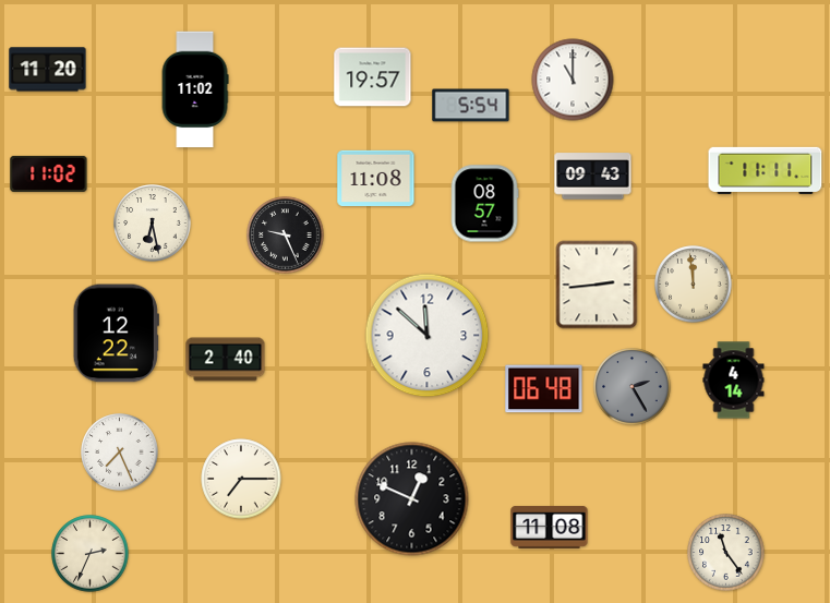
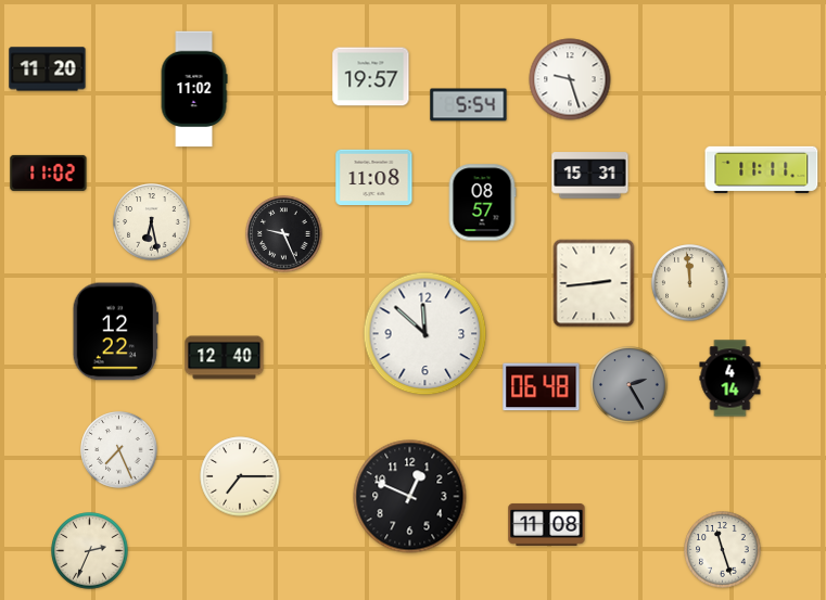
clock at (573, 80): 11:00 -> 9:27
clock at (593, 177): 09:43 -> 15:31
clock at (226, 360): 2:40 -> 12:40
clock at (726, 553): 11:24 -> 11:27
